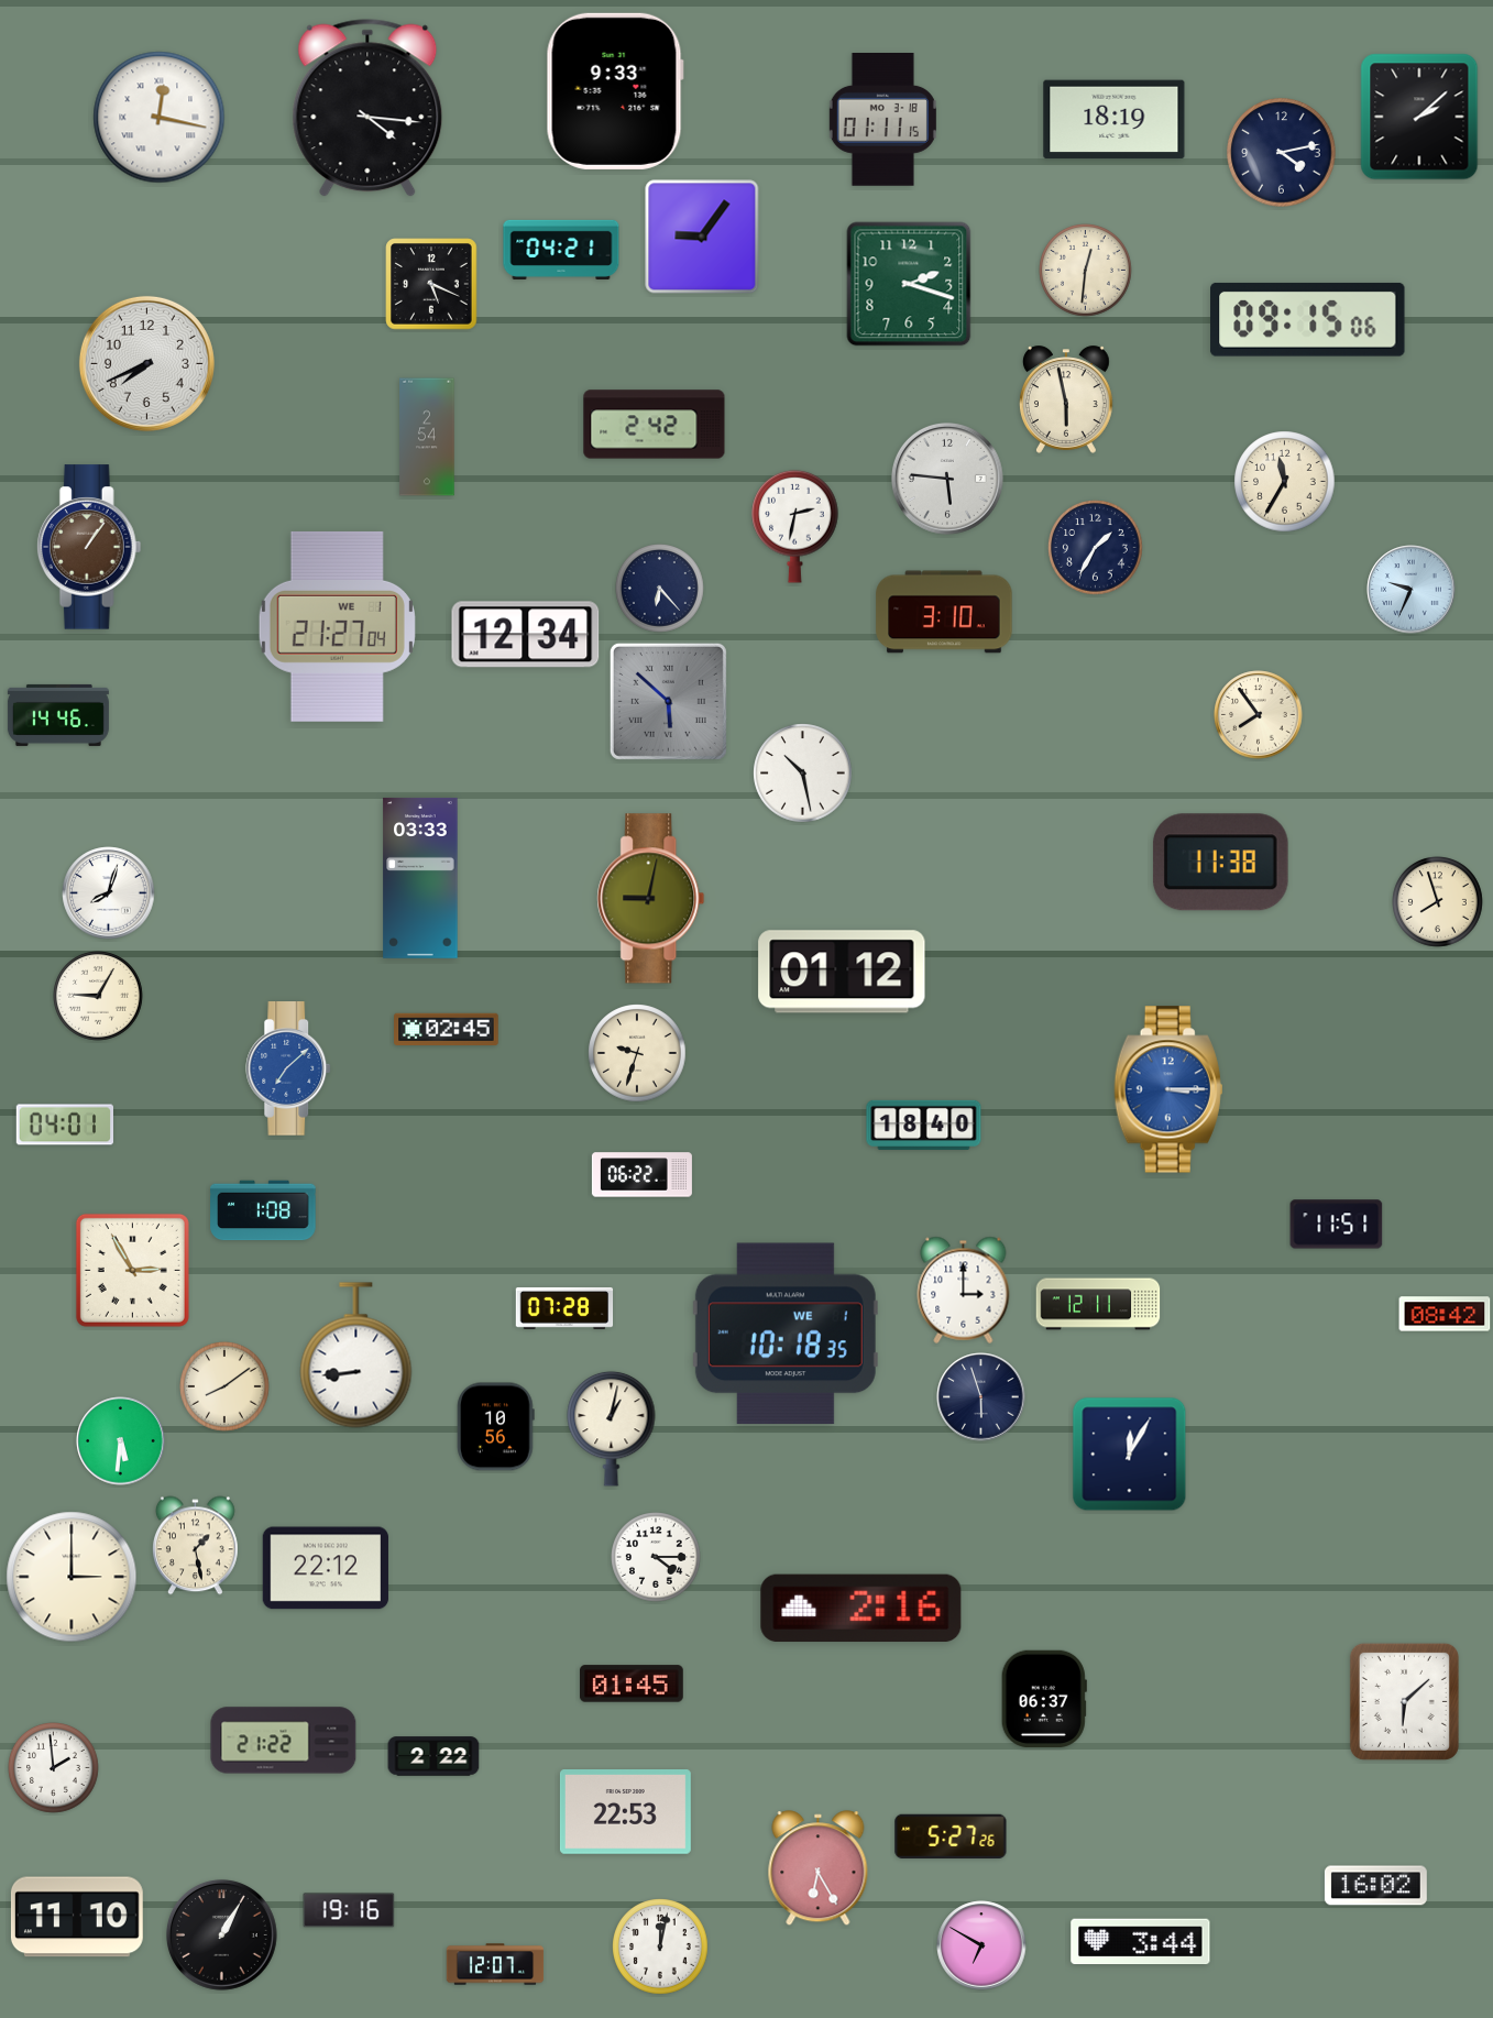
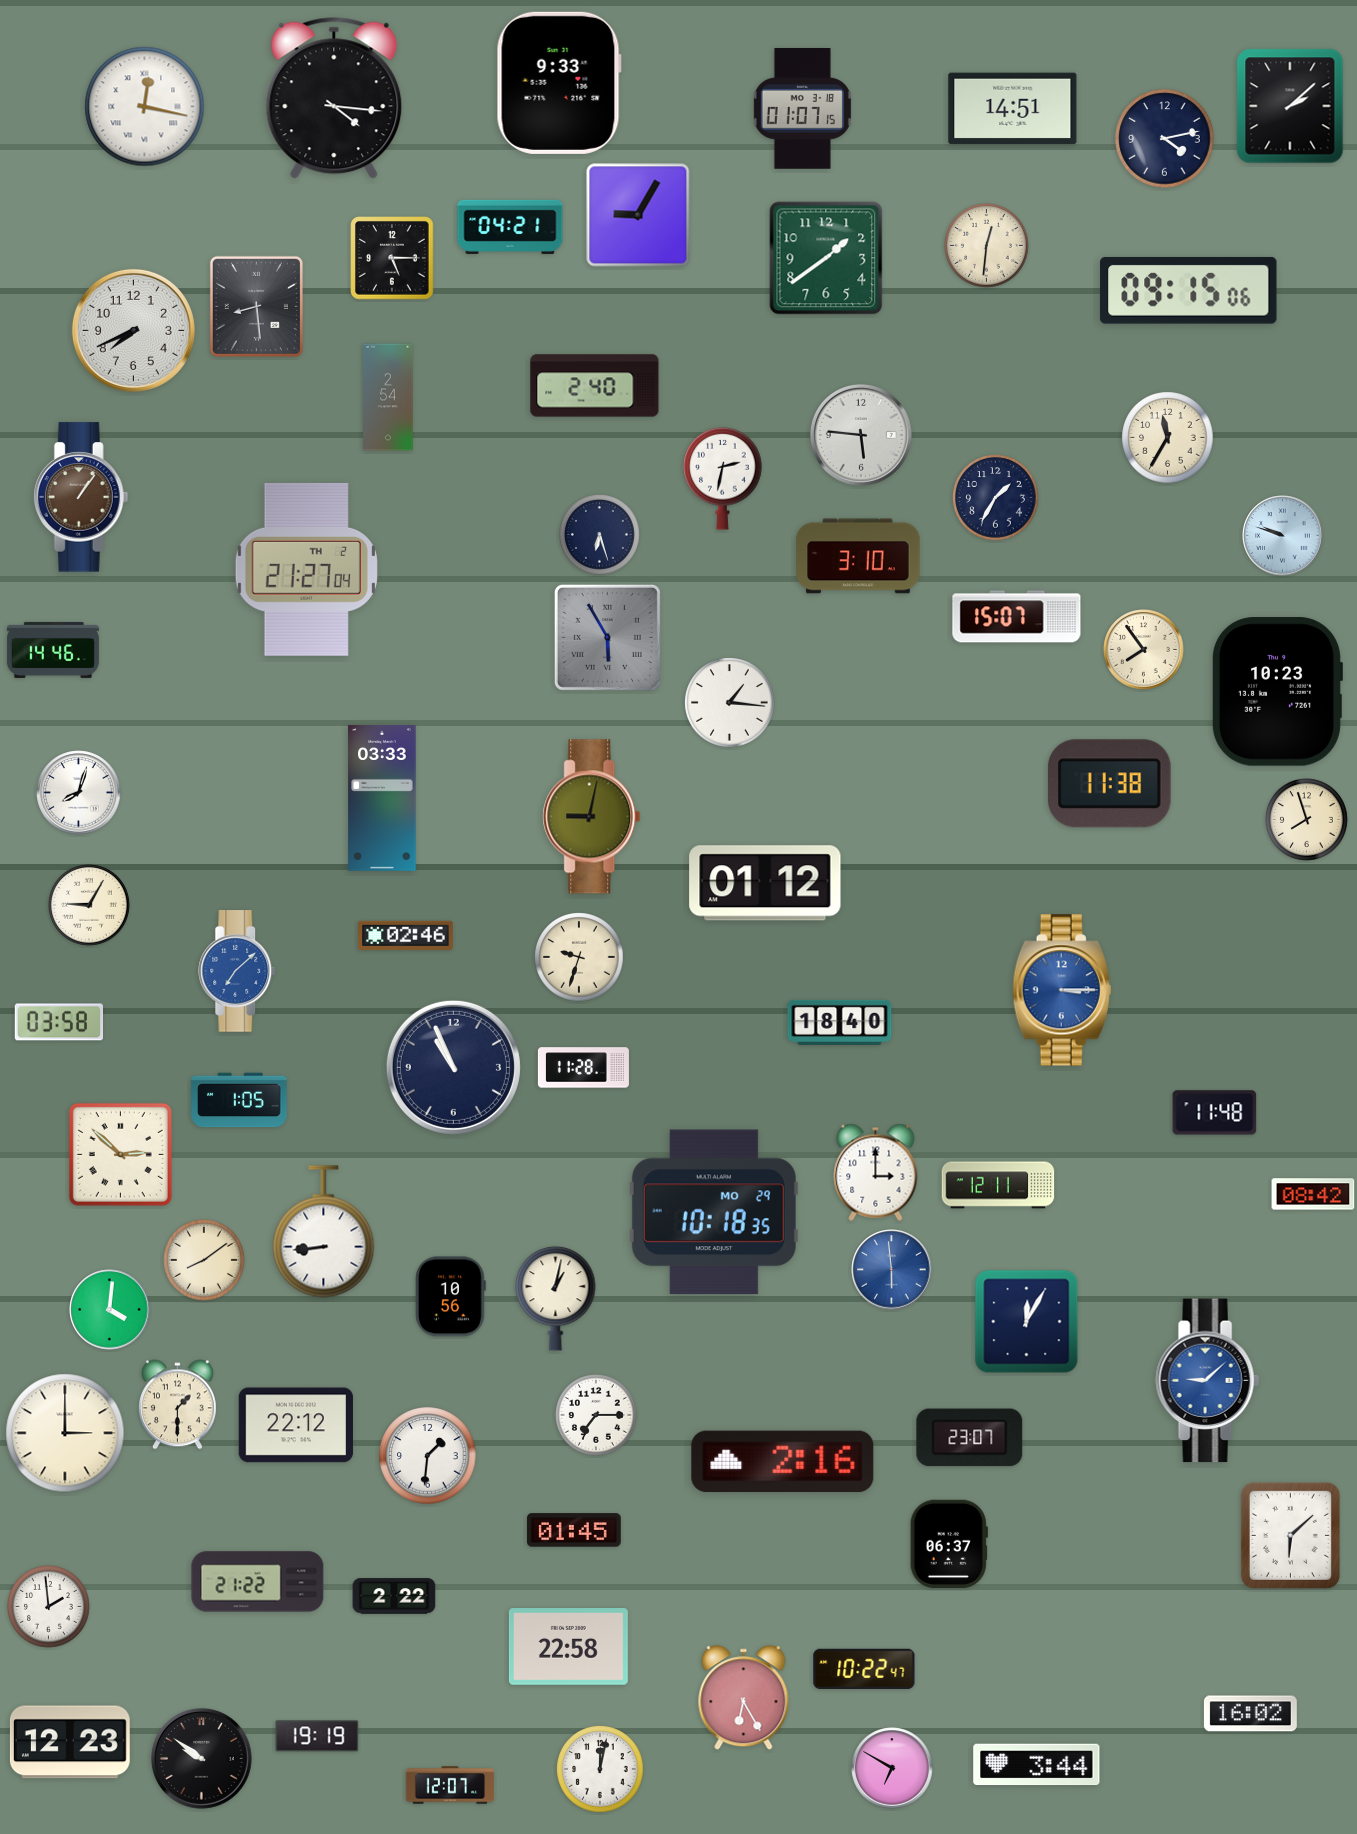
clock at (882, 120): 01:11 -> 01:07
clock at (1115, 120): 18:19 -> 14:51
clock at (702, 237): 9:06 -> 9:05
clock at (431, 284): 5:19 -> 5:15
clock at (909, 284): 2:18 -> 1:39
clock at (256, 306): none -> 8:29
clock at (1066, 399): 5:58 -> none
clock at (655, 425): 2:42 -> 2:40
clock at (660, 589): 6:23 -> 6:27
clock at (1412, 590): 9:34 -> 9:48
clock at (337, 626) date: WE 1 -> TH 2
clock at (526, 635): 12:34 -> none
clock at (1017, 617): none -> 15:07
clock at (668, 701): 5:52 -> 5:55
clock at (1277, 692): none -> 10:23
clock at (803, 774): 10:28 -> 1:16
clock at (109, 893) position: (109, 893) -> (79, 793)
clock at (447, 1029): 02:45 -> 02:46
clock at (289, 1068) position: (289, 1068) -> (238, 971)
clock at (64, 1125): 04:01 -> 03:58
clock at (453, 1067): none -> 10:56
clock at (641, 1175): 06:22 -> 11:28
clock at (263, 1210): 1:08 -> 1:05
clock at (1337, 1225): 11:51 -> 11:48
clock at (132, 1270): 2:55 -> 2:52
clock at (564, 1308): 07:28 -> none
clock at (786, 1334) date: WE 1 -> MO 29
clock at (981, 1397): 5:57 -> 5:59
clock at (981, 1397) dial: navy -> blue
clock at (121, 1441): 5:31 -> 4:01
clock at (1207, 1381): none -> 9:08
clock at (195, 1546): 1:28 -> 1:30
clock at (657, 1558): 4:15 -> 7:15
clock at (970, 1438): none -> 23:07
clock at (428, 1456): none -> 1:31
clock at (1404, 1701) position: (1404, 1701) -> (1290, 1535)
clock at (625, 1812): 22:53 -> 22:58
clock at (951, 1835): 5:27 -> 10:22
clock at (349, 1910): 19:16 -> 19:19
clock at (77, 1917): 11:10 -> 12:23
clock at (222, 1935): 1:05 -> 9:51
